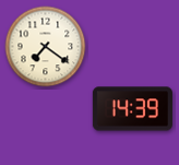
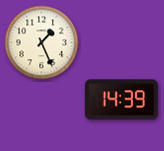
clock at (46, 47): 7:21 -> 1:26
